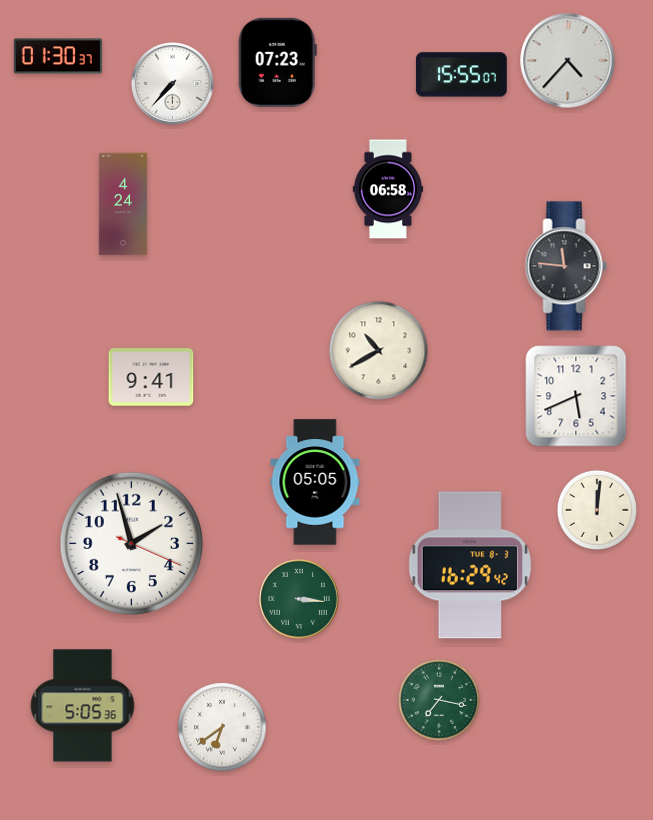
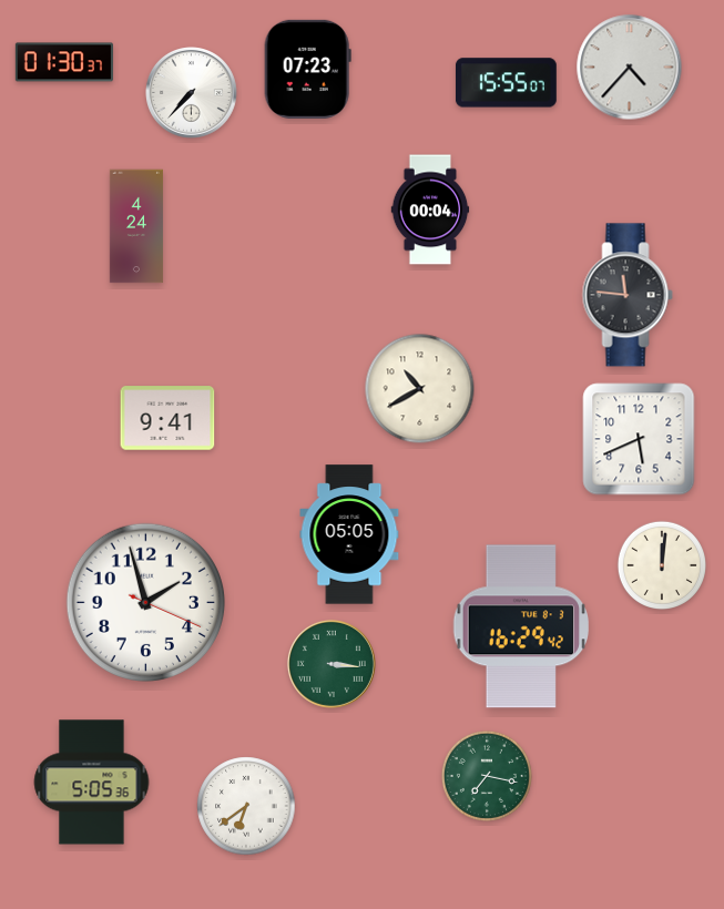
clock at (461, 75) position: (461, 75) -> (506, 83)
clock at (388, 189): 06:58 -> 00:04
